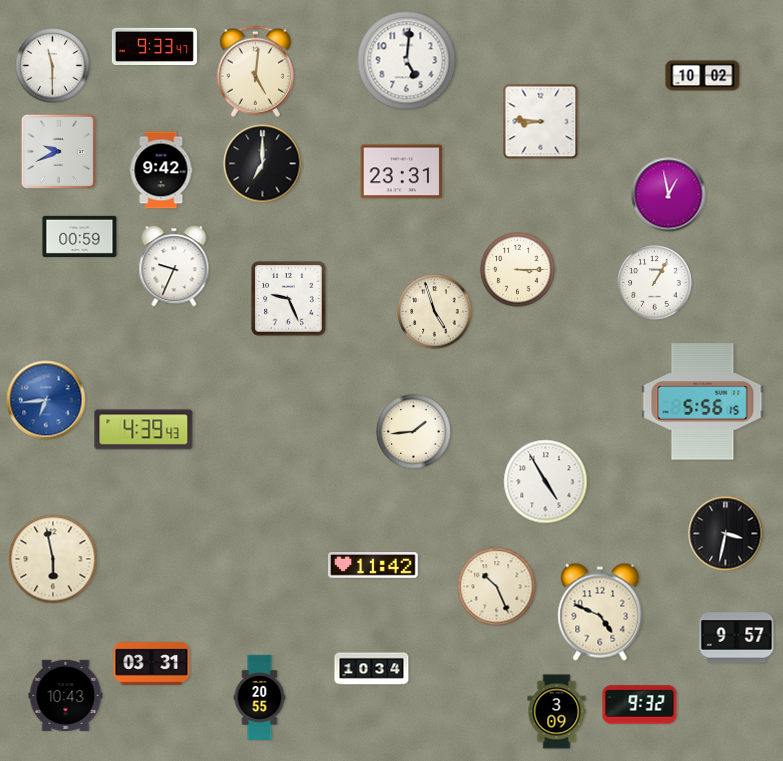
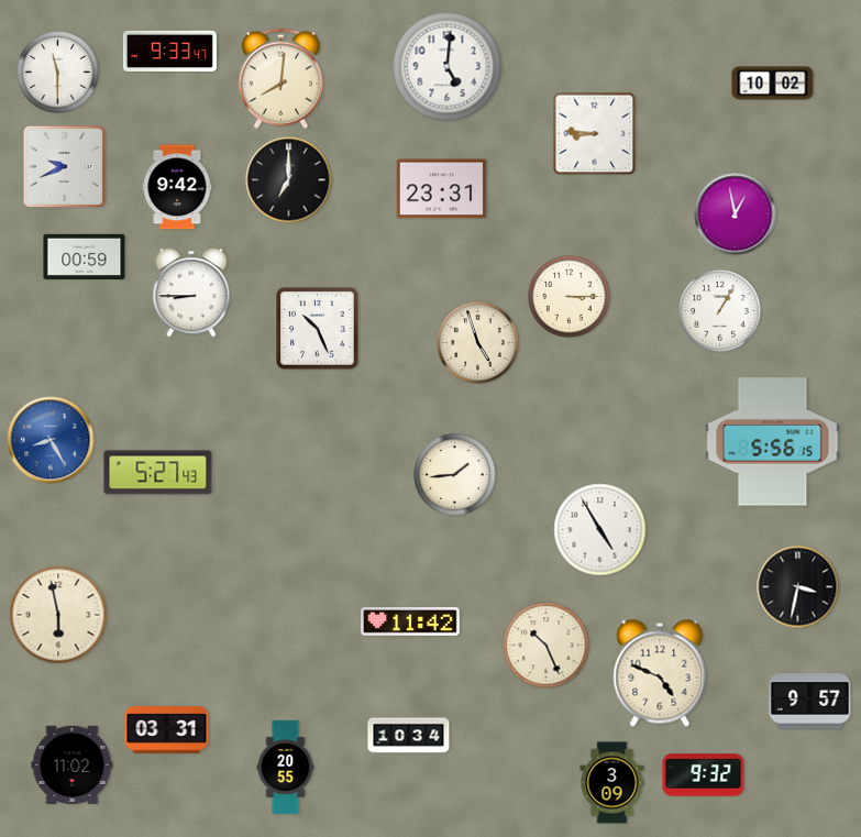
clock at (256, 71): 5:01 -> 8:01
clock at (80, 236) position: (80, 236) -> (85, 256)
clock at (174, 266): 9:34 -> 8:45
clock at (289, 299): 9:26 -> 10:26
clock at (46, 400): 6:44 -> 8:25
clock at (144, 430): 4:39 -> 5:27
clock at (66, 695): 10:43 -> 11:02
